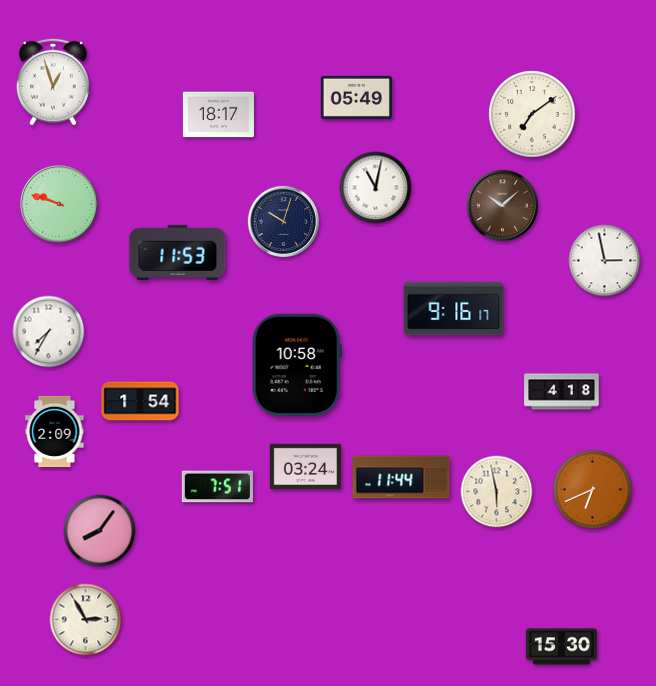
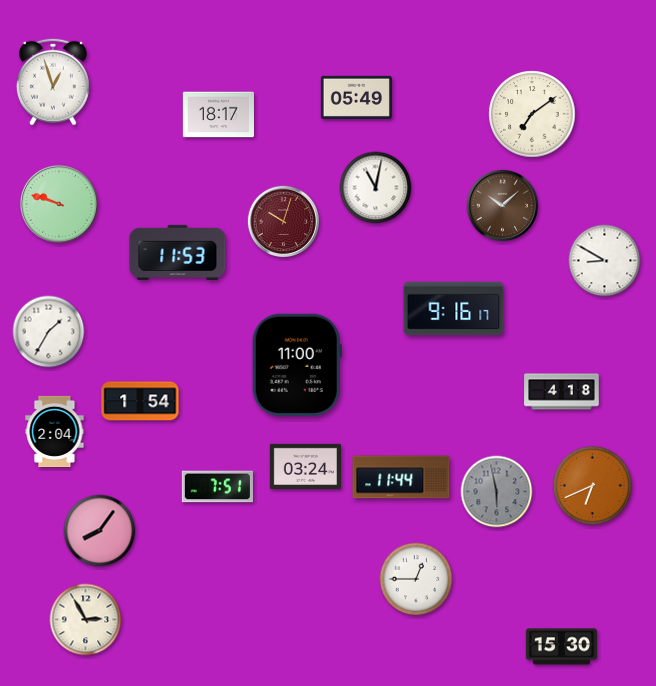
clock at (283, 221) dial: navy -> burgundy
clock at (605, 261): 2:58 -> 8:50
clock at (49, 332): 7:35 -> 1:35
clock at (297, 365): 10:58 -> 11:00
clock at (55, 431): 2:09 -> 2:04
clock at (592, 489) position: (592, 489) -> (592, 485)
clock at (497, 492) dial: cream -> grey
clock at (416, 579): none -> 12:45
